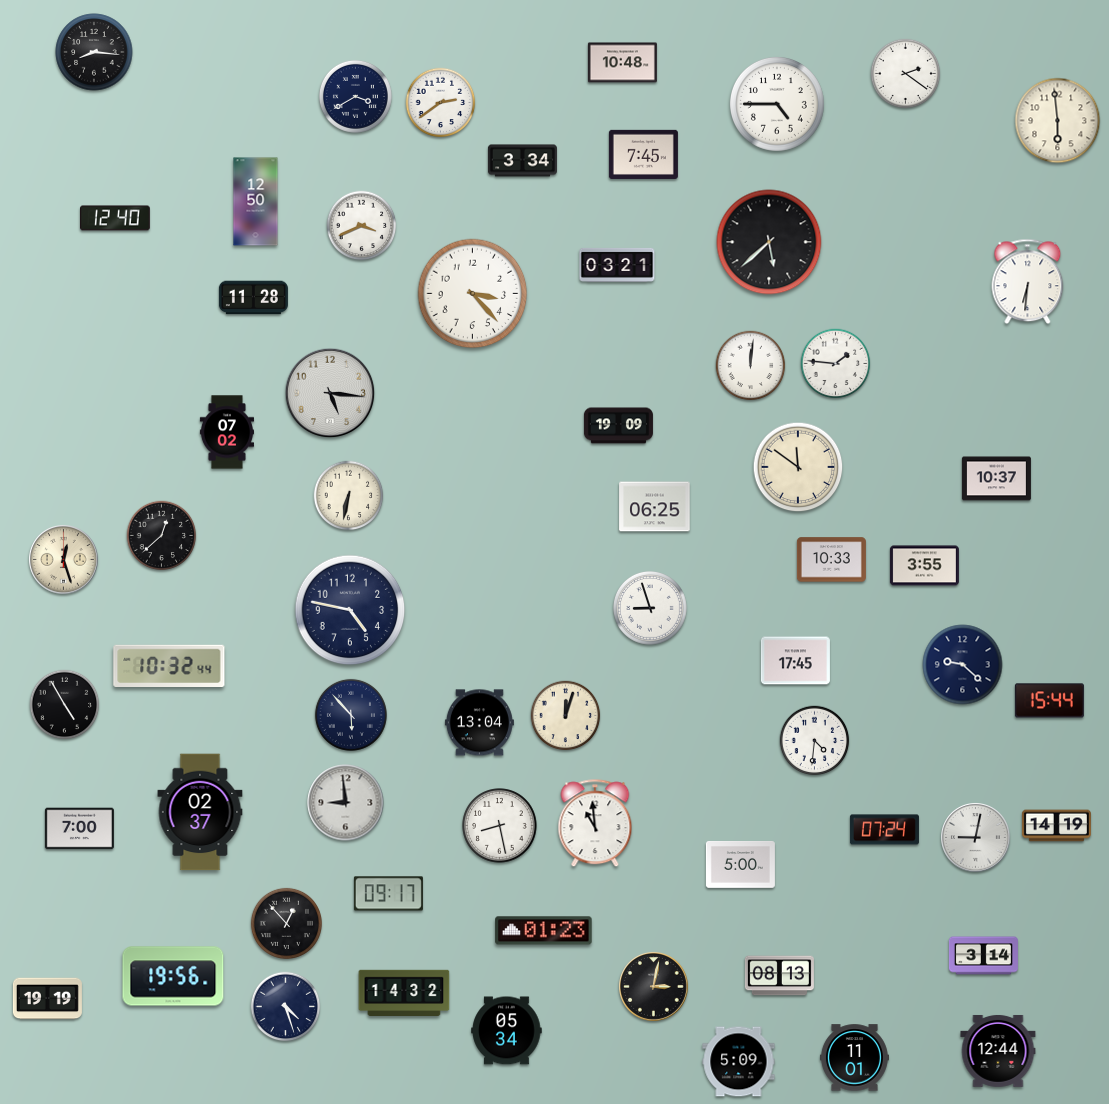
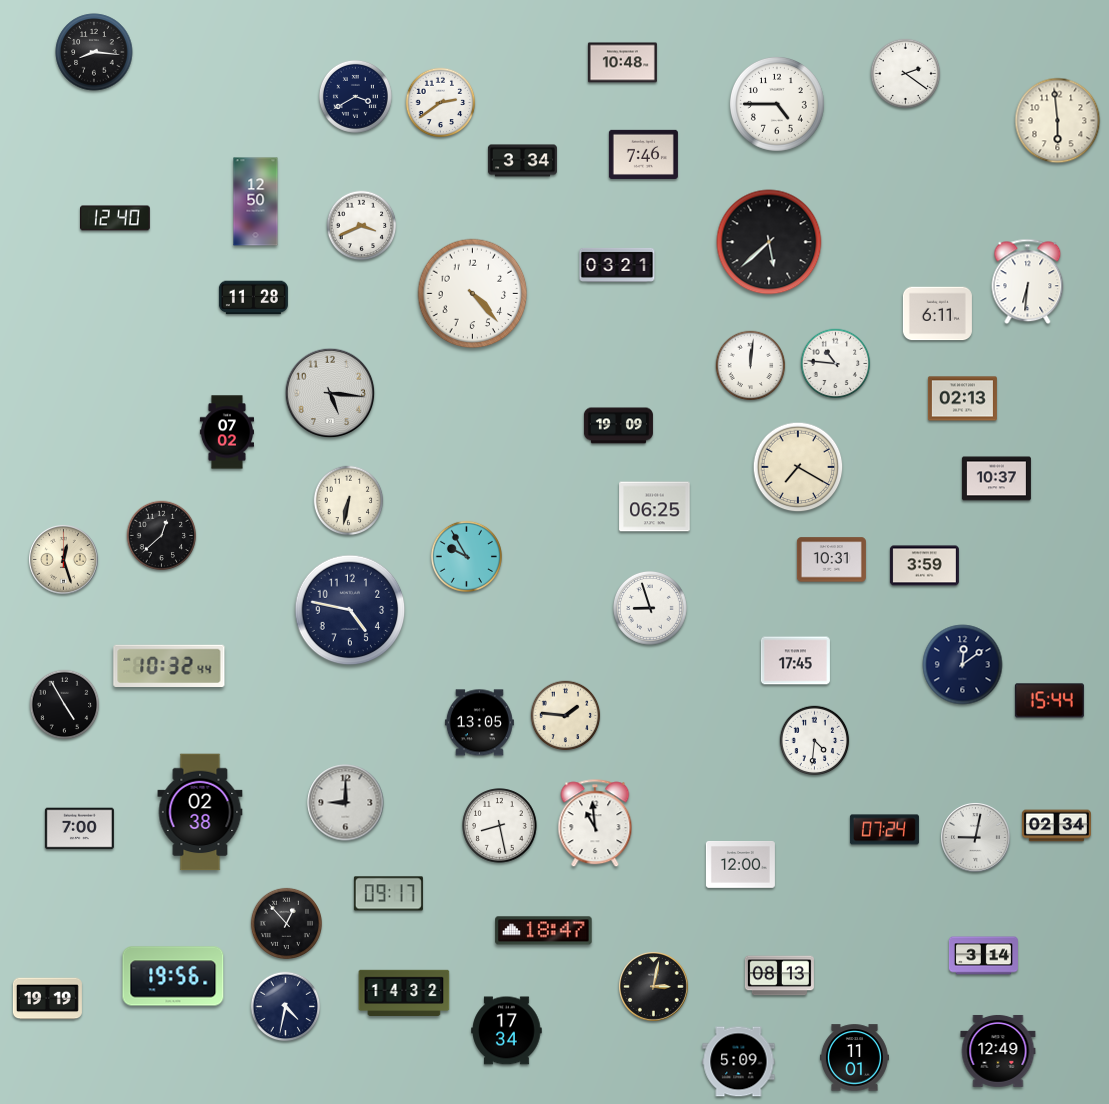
clock at (643, 154): 7:45 -> 7:46
clock at (473, 294): 3:23 -> 4:23
clock at (937, 314): none -> 6:11
clock at (836, 364): 1:46 -> 10:46
clock at (962, 399): none -> 02:13
clock at (798, 467): 11:51 -> 7:20
clock at (349, 496) position: (349, 496) -> (349, 501)
clock at (466, 556): none -> 9:55
clock at (831, 560): 10:33 -> 10:31
clock at (924, 566): 3:55 -> 3:59
clock at (963, 665): 9:22 -> 12:09
clock at (351, 715): 5:53 -> none
clock at (566, 716): 12:03 -> 1:46
clock at (479, 723): 13:04 -> 13:05
clock at (346, 803): 8:59 -> 9:00
clock at (200, 812): 02:37 -> 02:38
clock at (1056, 826): 14:19 -> 02:34
clock at (740, 865): 5:00 -> 12:00
clock at (544, 931): 01:23 -> 18:47
clock at (286, 1007): 4:27 -> 4:32
clock at (507, 1031): 05:34 -> 17:34
clock at (998, 1051): 12:44 -> 12:49
